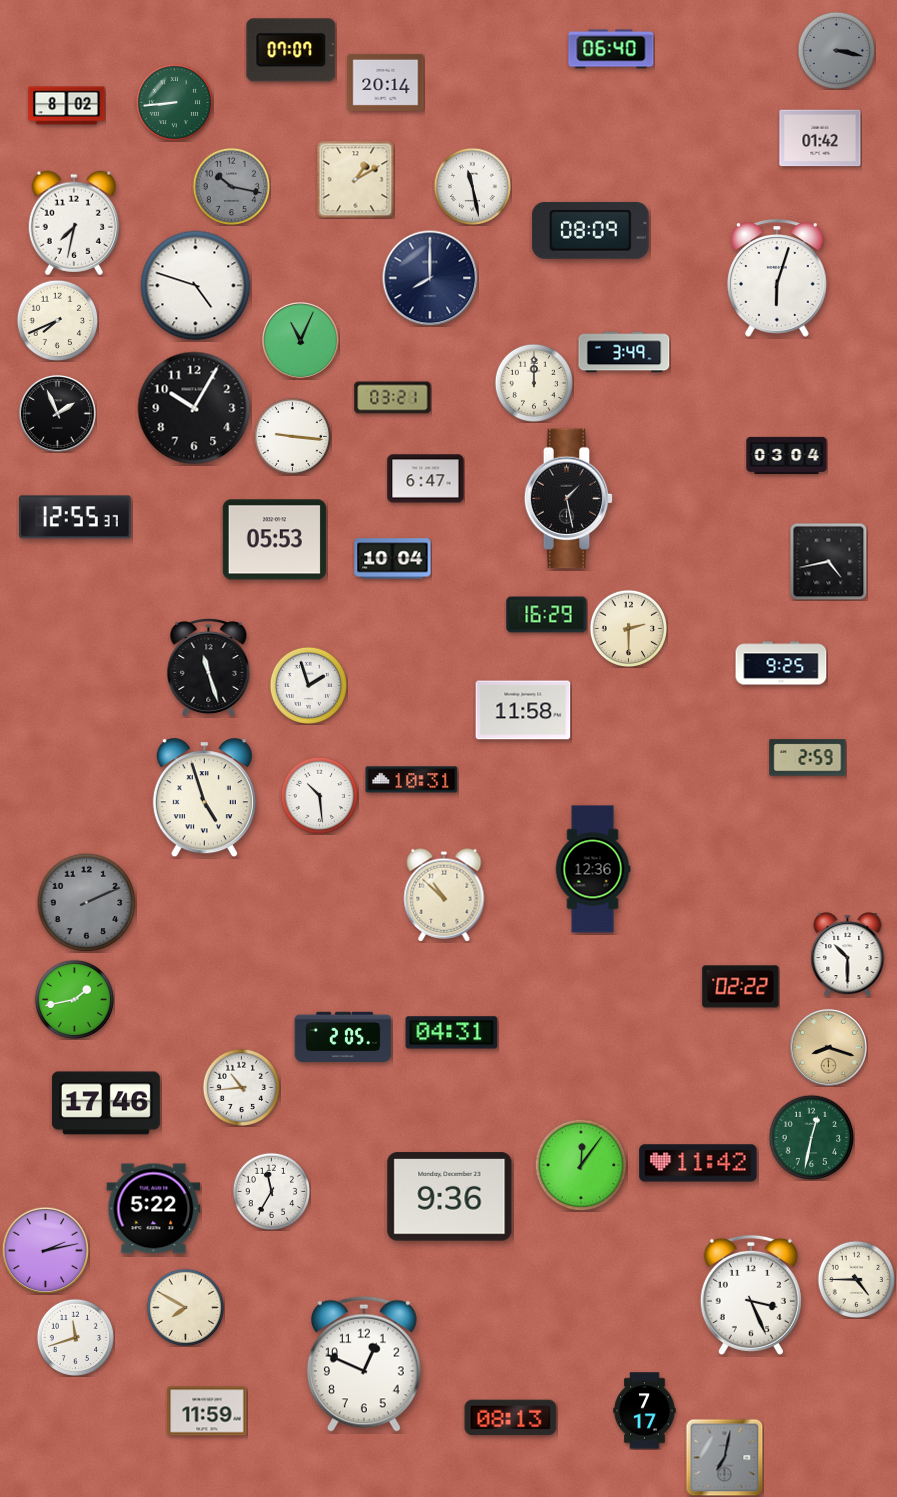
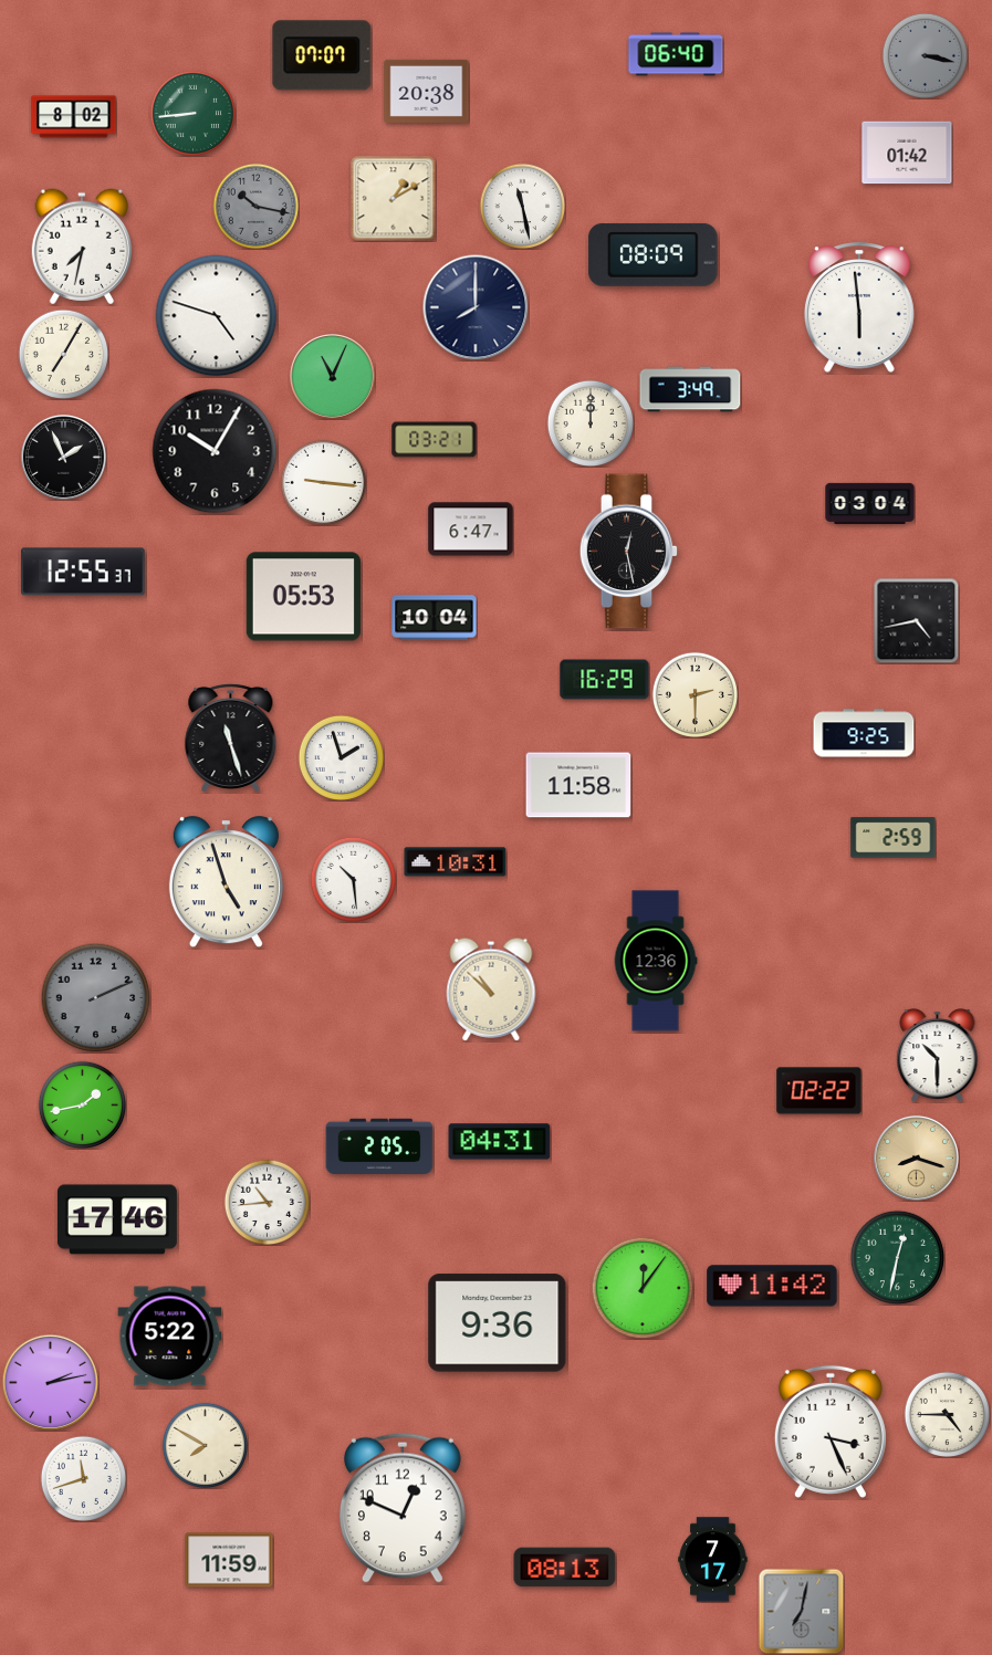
clock at (386, 82): 20:14 -> 20:38
clock at (777, 278): 6:03 -> 5:59
clock at (57, 320): 7:41 -> 7:05
clock at (569, 499): 1:28 -> 12:28
clock at (271, 1191): 11:35 -> none
